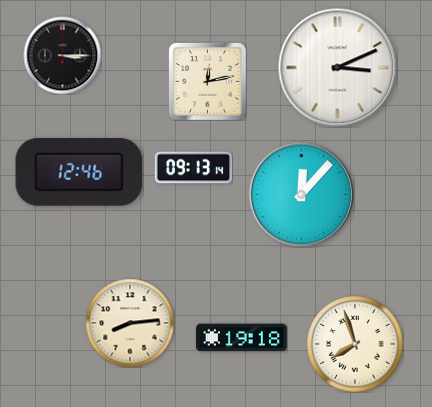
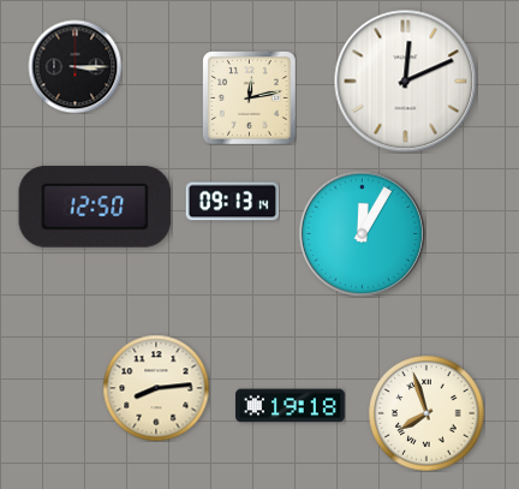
clock at (338, 68): 3:11 -> 12:11
clock at (79, 172): 12:46 -> 12:50
clock at (301, 194): 12:07 -> 12:05
